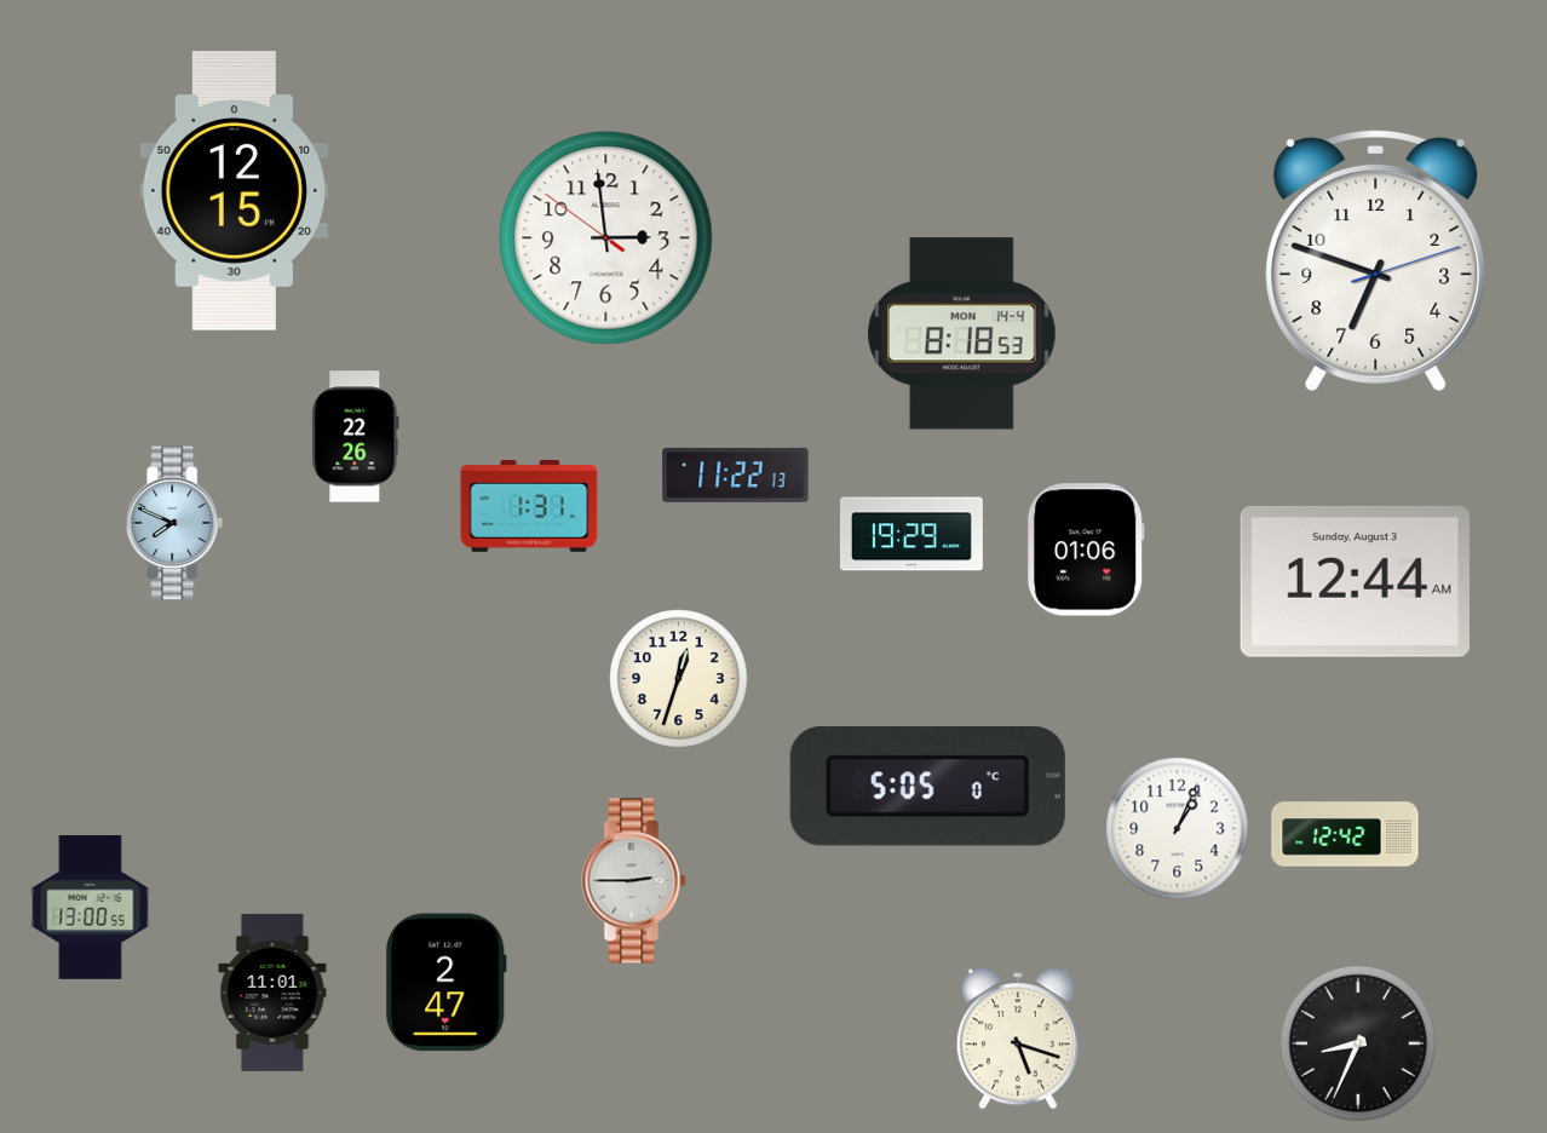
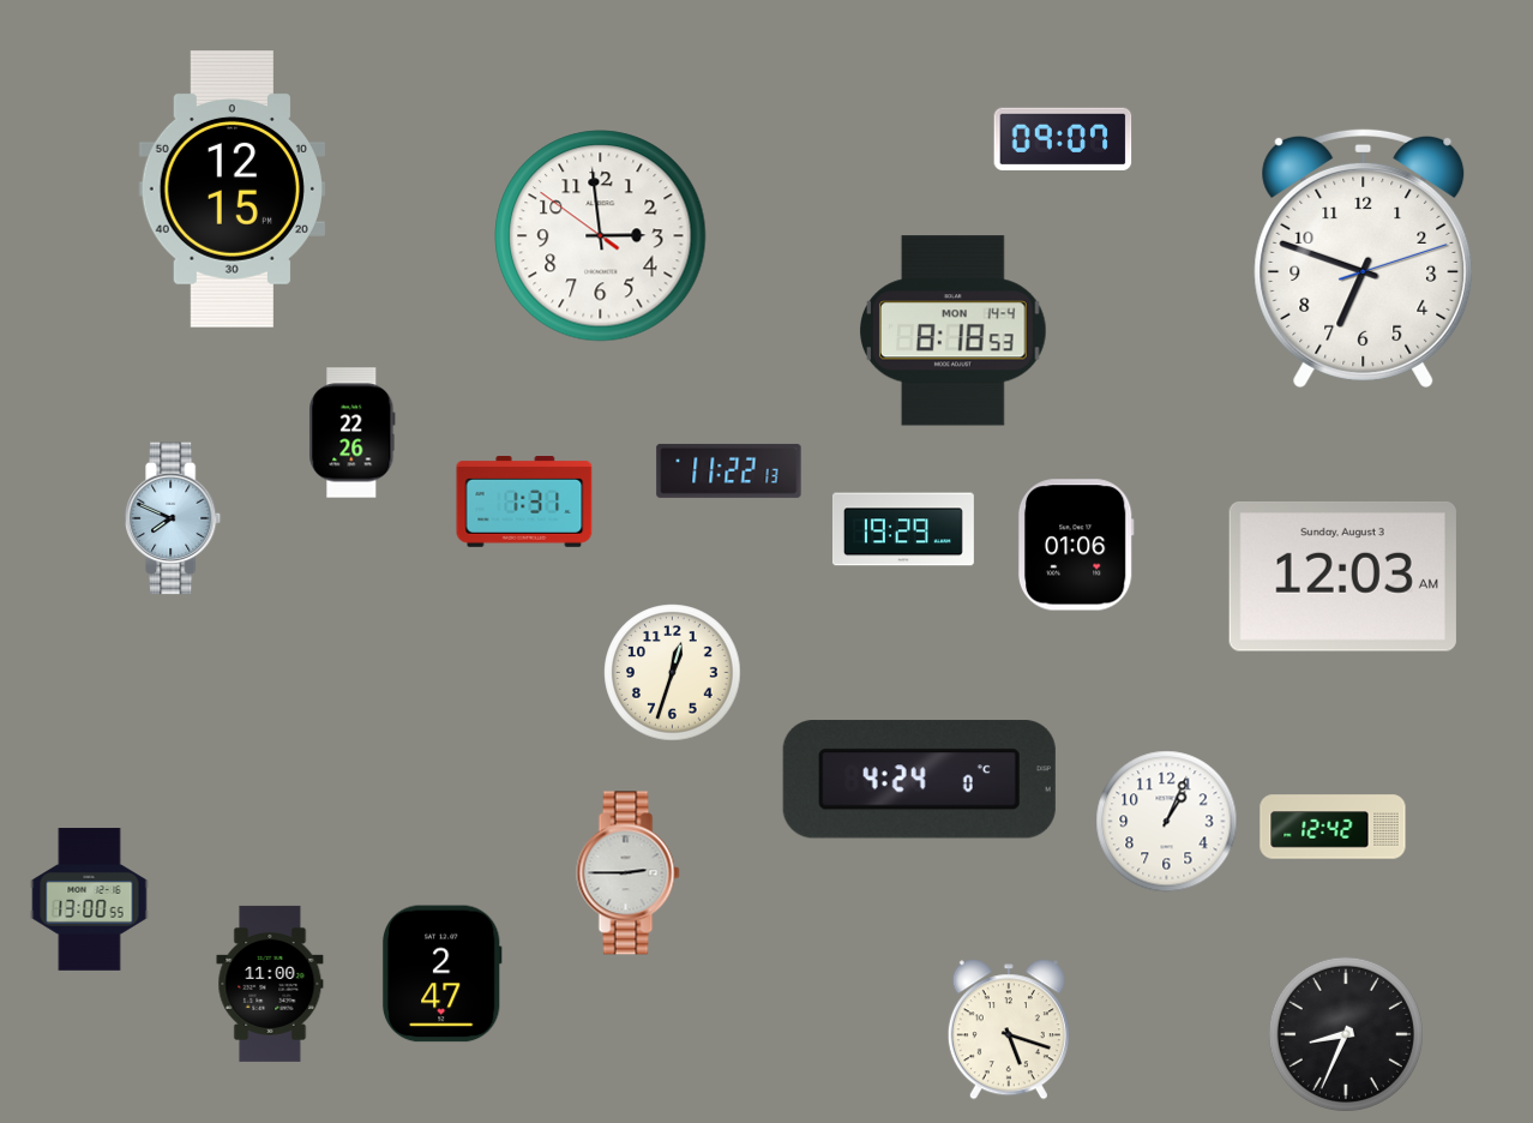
clock at (1063, 138): none -> 09:07
clock at (1355, 581): 12:44 -> 12:03
clock at (927, 787): 5:05 -> 4:24
clock at (272, 993): 11:01 -> 11:00
